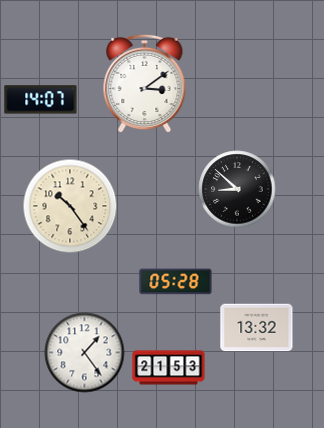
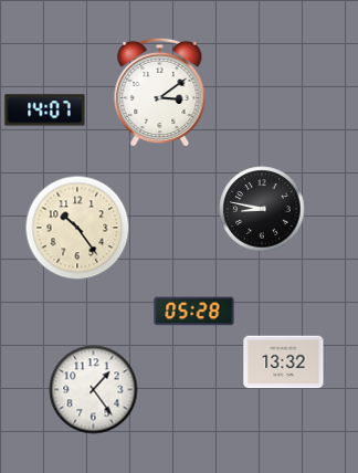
clock at (237, 189): 8:52 -> 8:47
clock at (169, 368): 21:53 -> none
